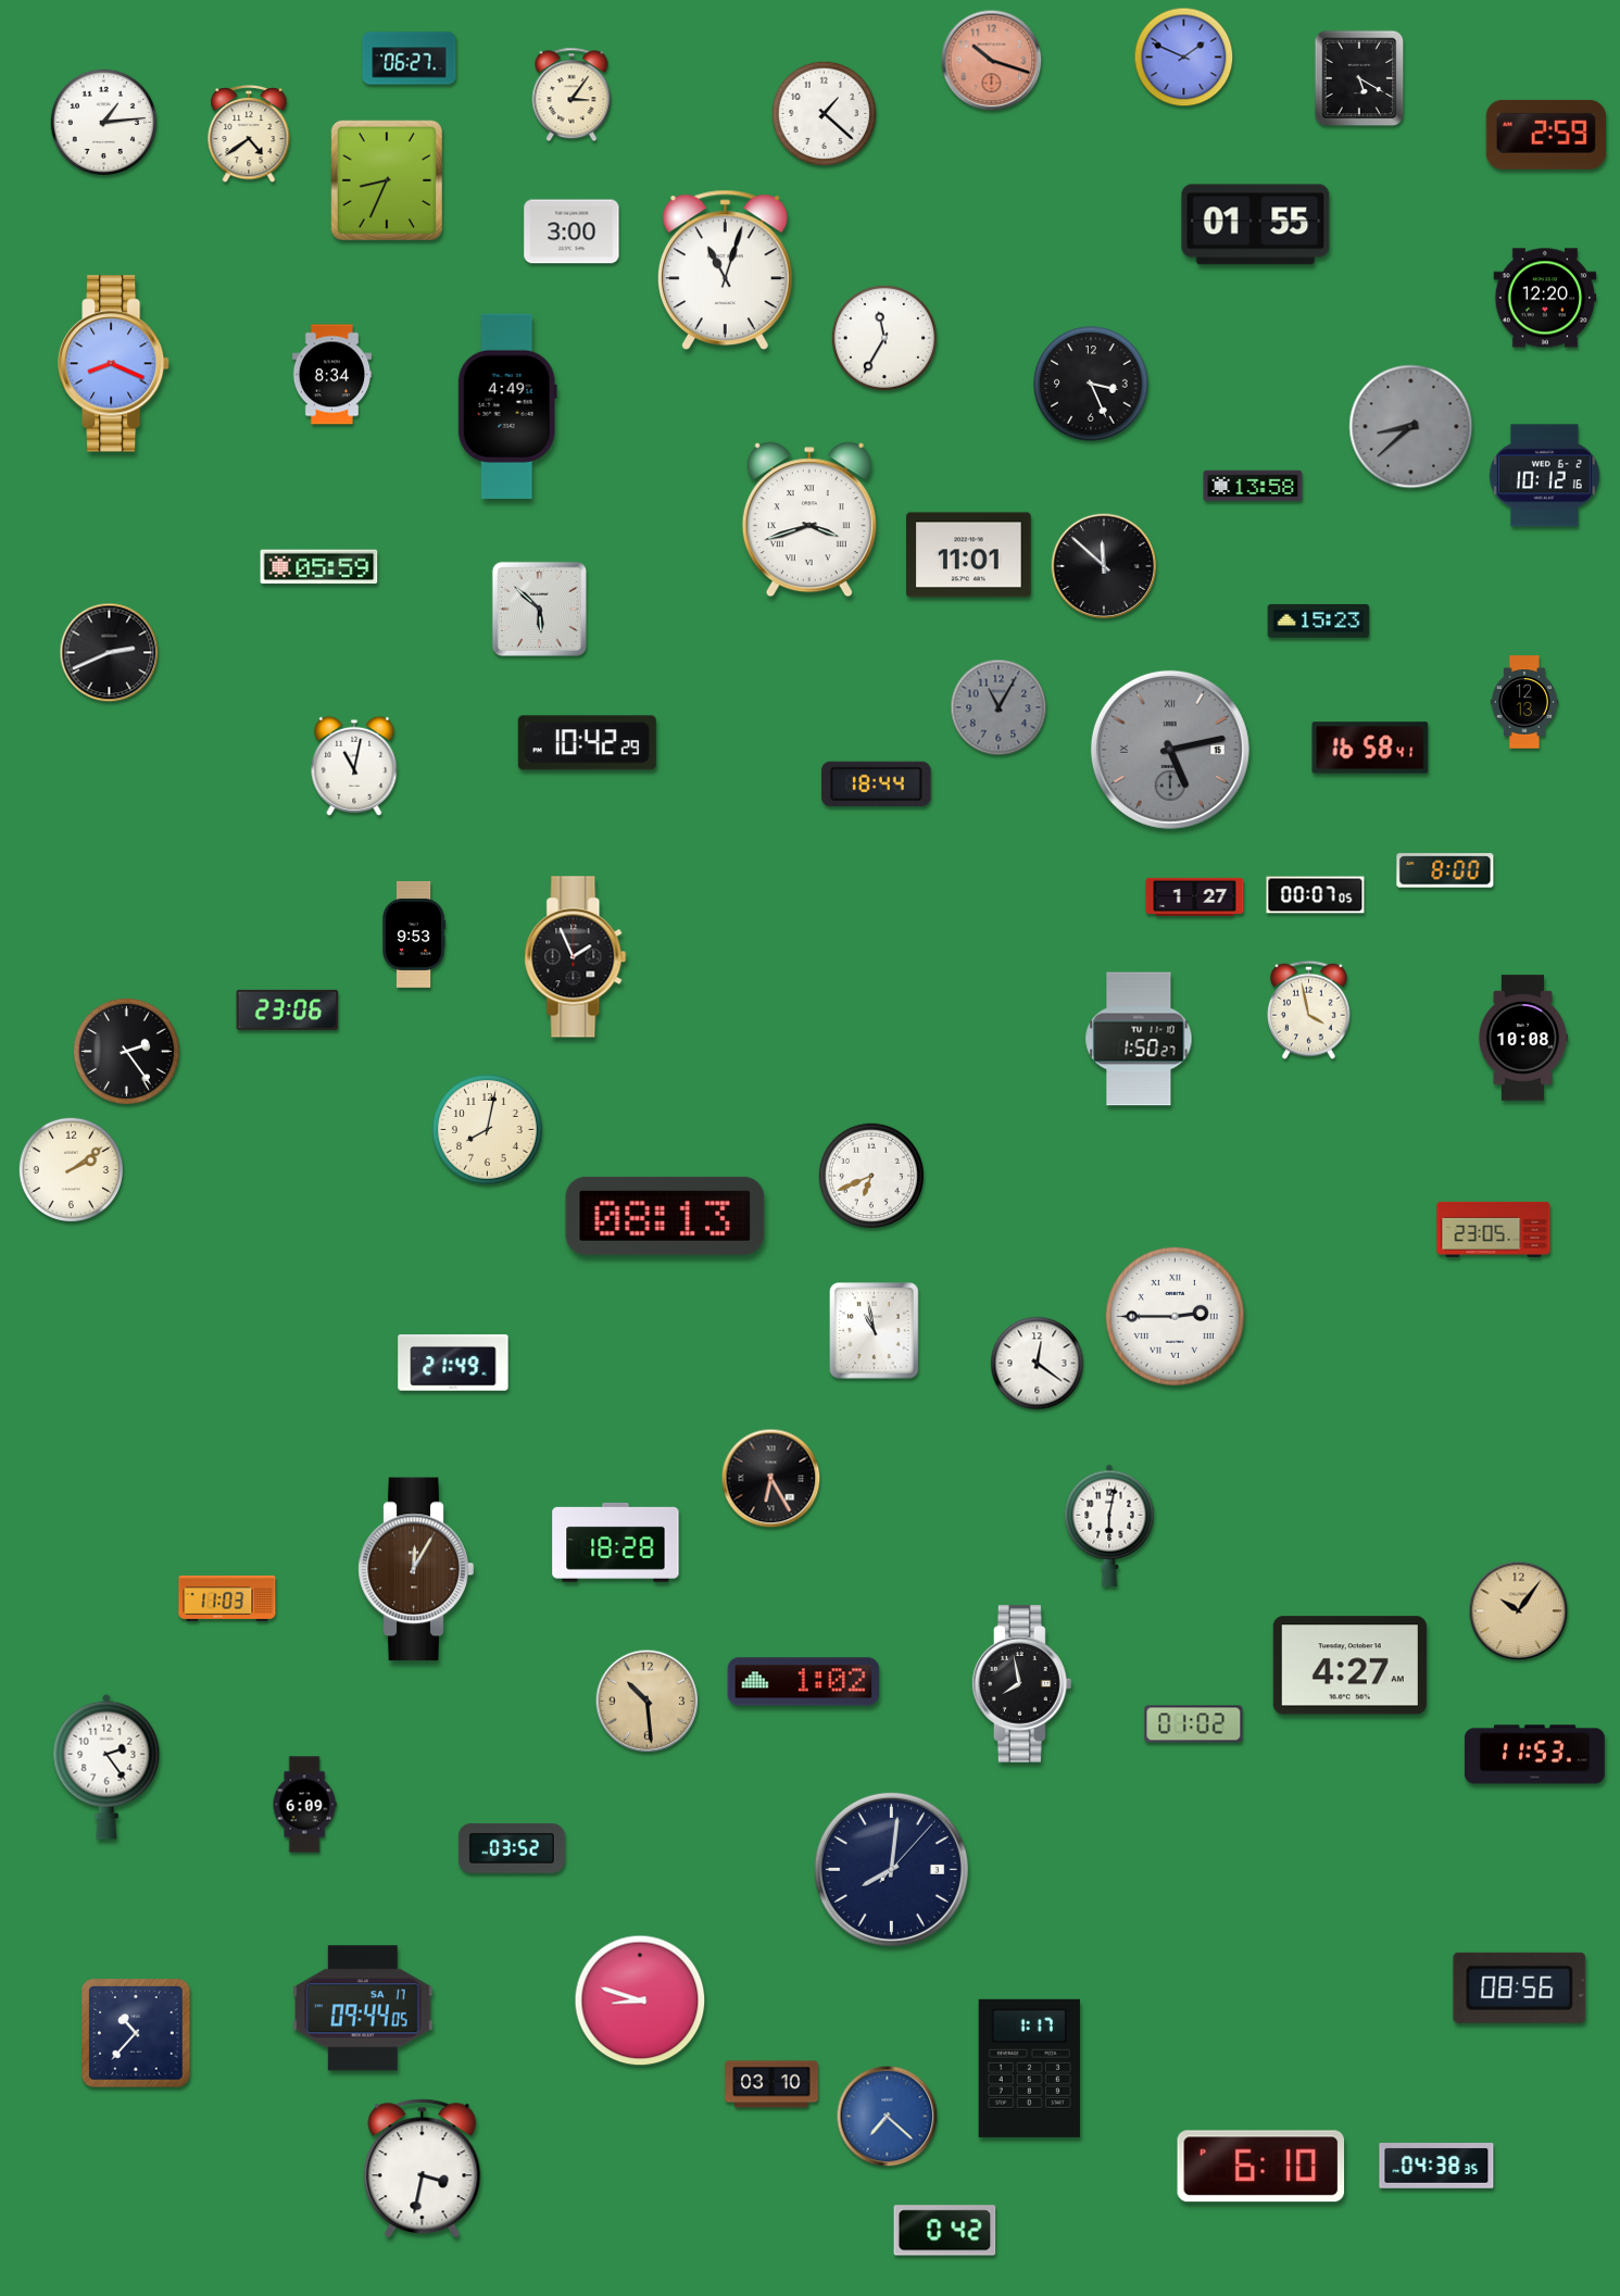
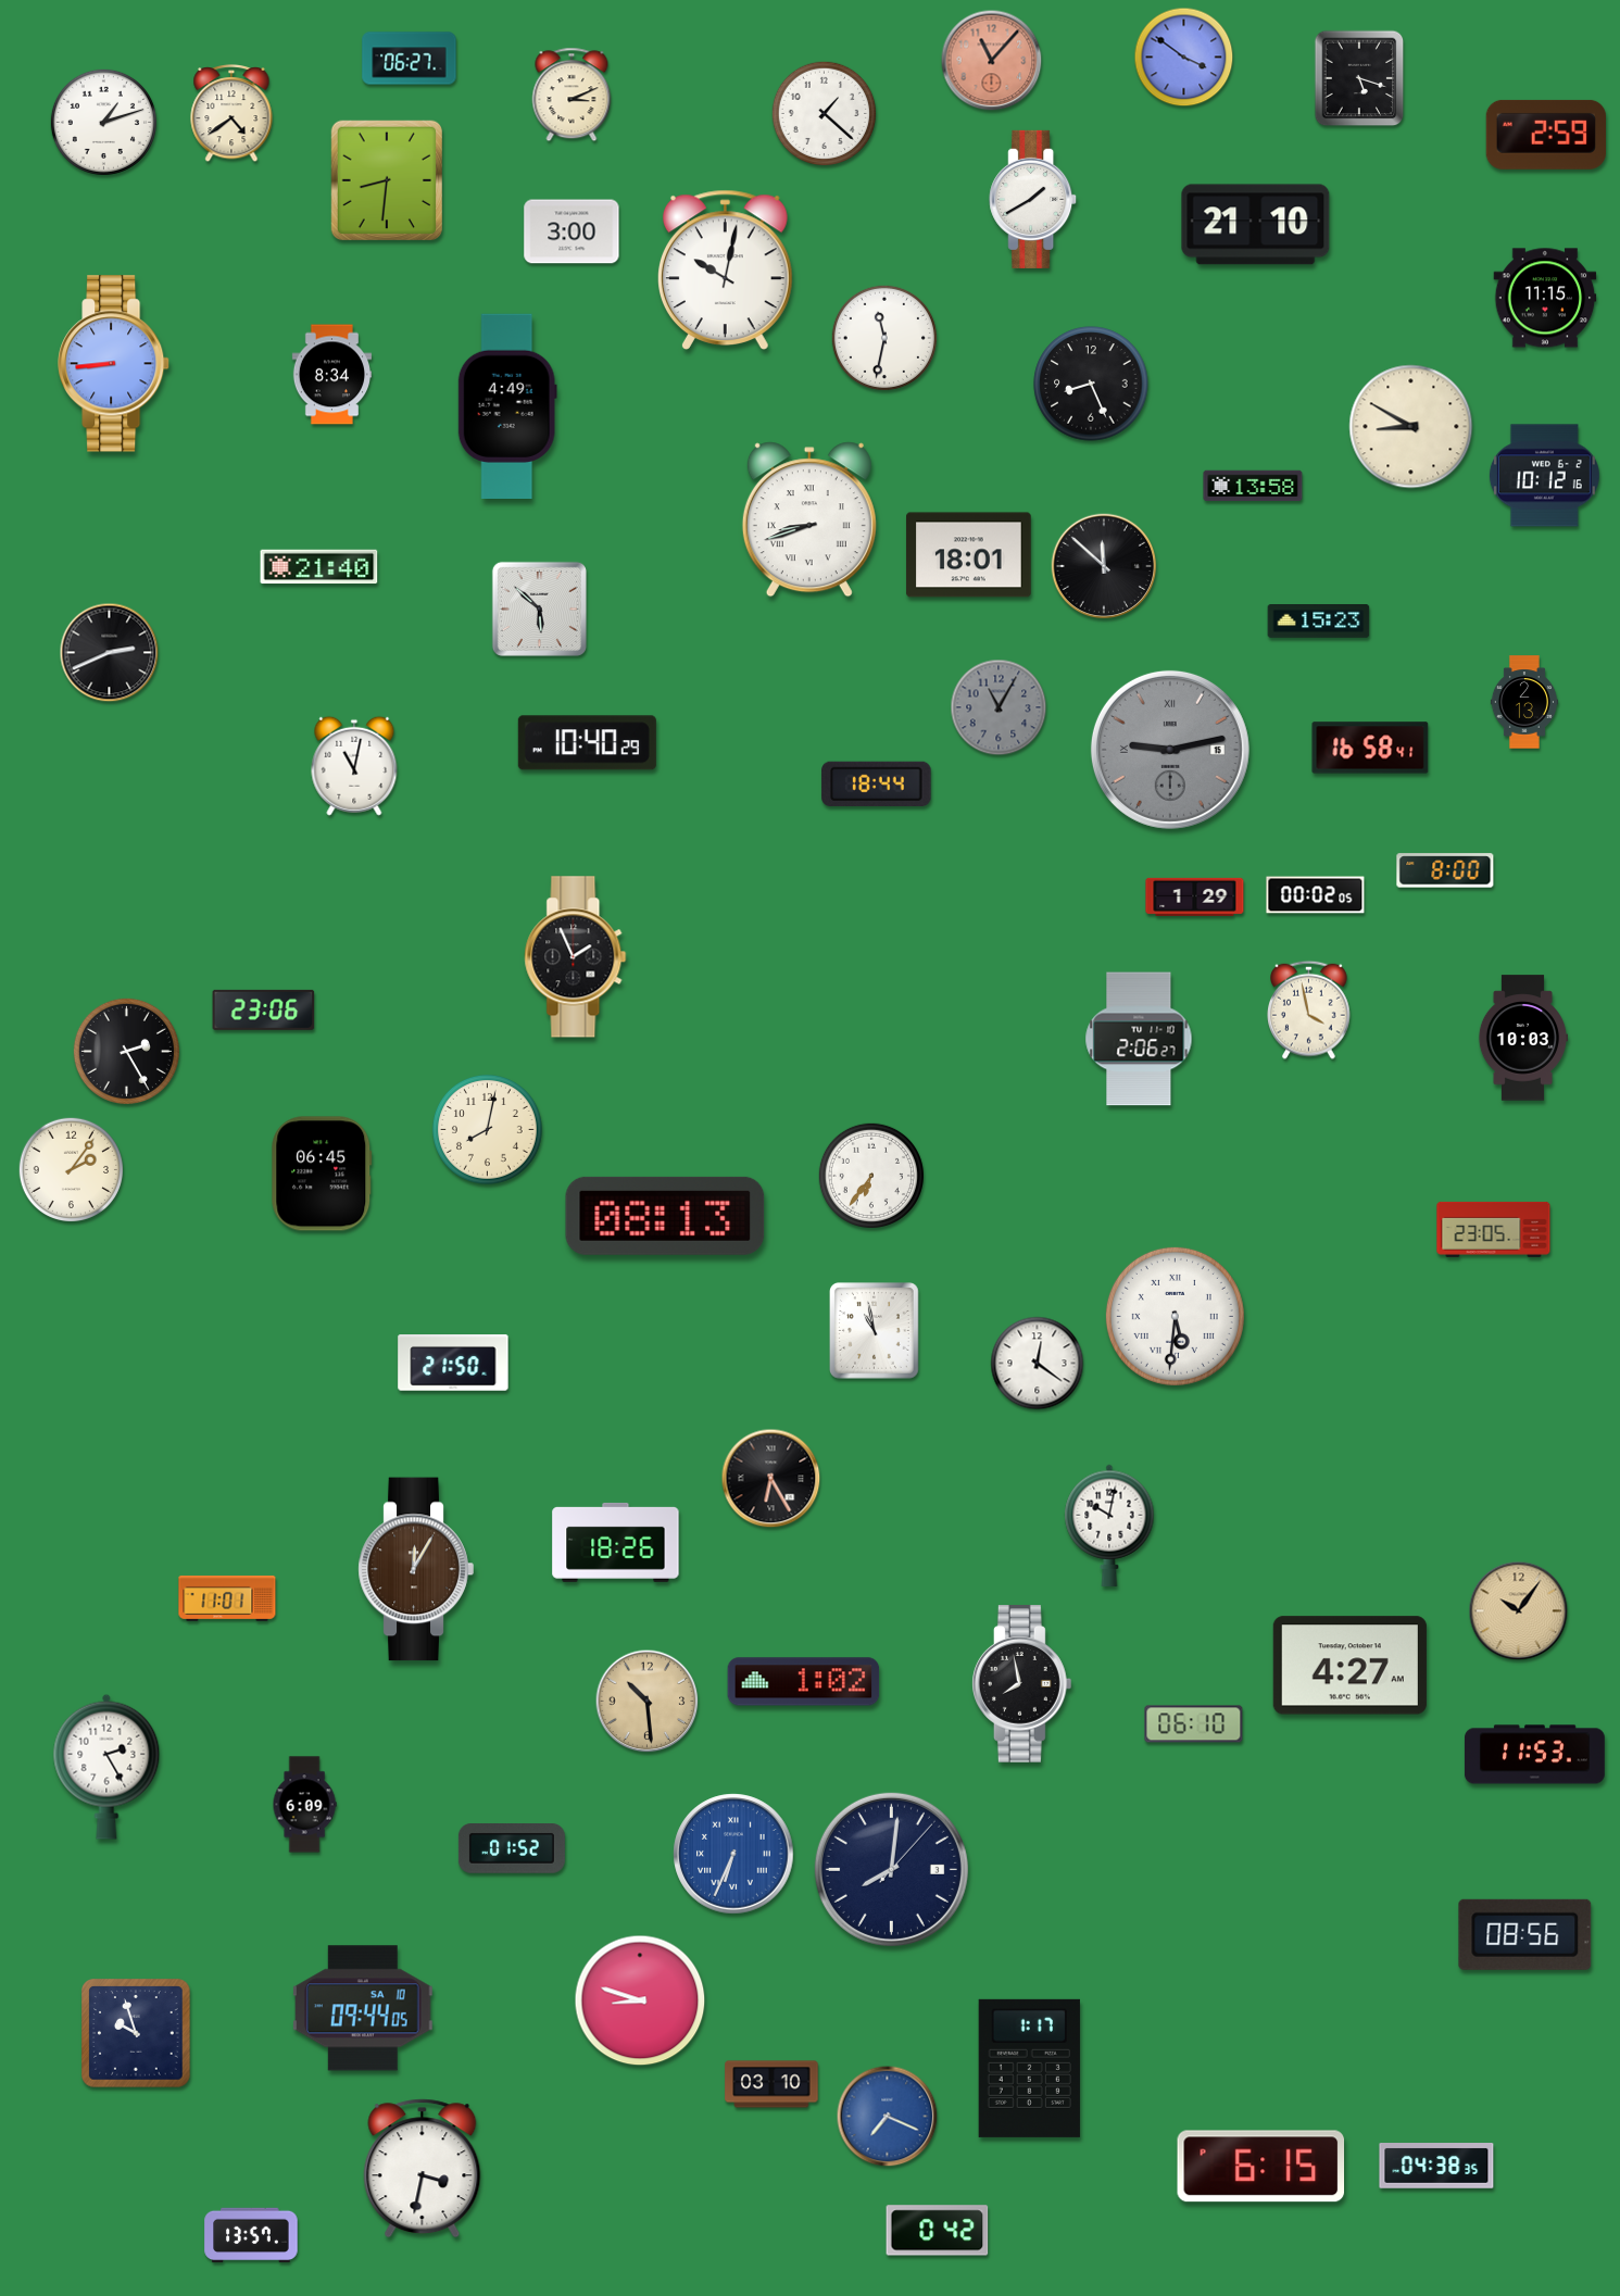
clock at (1184, 58): 1:49 -> 3:51
clock at (992, 61): 10:18 -> 11:07
clock at (1359, 78): 5:20 -> 5:18
clock at (572, 95): 3:06 -> 3:11
clock at (103, 122): 1:14 -> 1:12
clock at (249, 134) position: (249, 134) -> (231, 113)
clock at (386, 180): 8:34 -> 8:31
clock at (1033, 199): none -> 1:40
clock at (1256, 225): 01:55 -> 21:10
clock at (725, 269): 11:03 -> 10:02
clock at (1545, 298): 12:20 -> 11:15
clock at (884, 338): 11:35 -> 11:32
clock at (114, 364): 8:19 -> 8:44
clock at (1091, 384): 3:26 -> 8:26
clock at (1411, 427): 8:38 -> 8:50
clock at (1411, 427) dial: grey -> cream
clock at (809, 519): 3:42 -> 8:42
clock at (969, 555): 11:01 -> 18:01
clock at (319, 567): 05:59 -> 21:40
clock at (1524, 702): 12:13 -> 2:13
clock at (587, 743): 10:42 -> 10:40
clock at (1170, 750): 5:13 -> 9:13
clock at (1316, 895): 00:07 -> 00:02
clock at (1195, 896): 1:27 -> 1:29
clock at (415, 934): 9:53 -> none
clock at (288, 1009) position: (288, 1009) -> (264, 1009)
clock at (1522, 1038): 10:08 -> 10:03
clock at (1139, 1039): 1:50 -> 2:06
clock at (126, 1051): 2:24 -> 2:25
clock at (71, 1169): 2:09 -> 2:06
clock at (322, 1174): none -> 06:45
clock at (871, 1176): 6:41 -> 6:36
clock at (1175, 1316): 2:45 -> 5:31
clock at (453, 1363): 21:49 -> 21:50
clock at (1109, 1526): 6:02 -> 10:02
clock at (616, 1542): 18:28 -> 18:26
clock at (227, 1598): 11:03 -> 11:01
clock at (1194, 1724): 01:02 -> 06:10
clock at (106, 1767): 2:24 -> 2:25
clock at (512, 1849): 03:52 -> 01:52
clock at (733, 1854): none -> 6:34
clock at (1520, 1987) position: (1520, 1987) -> (1525, 1934)
clock at (364, 2008) date: SA 17 -> SA 10
clock at (136, 2033): 10:37 -> 9:57
clock at (888, 2117): 7:22 -> 7:19
clock at (1261, 2167): 6:10 -> 6:15
clock at (945, 2231) position: (945, 2231) -> (938, 2231)
clock at (251, 2235): none -> 13:57
